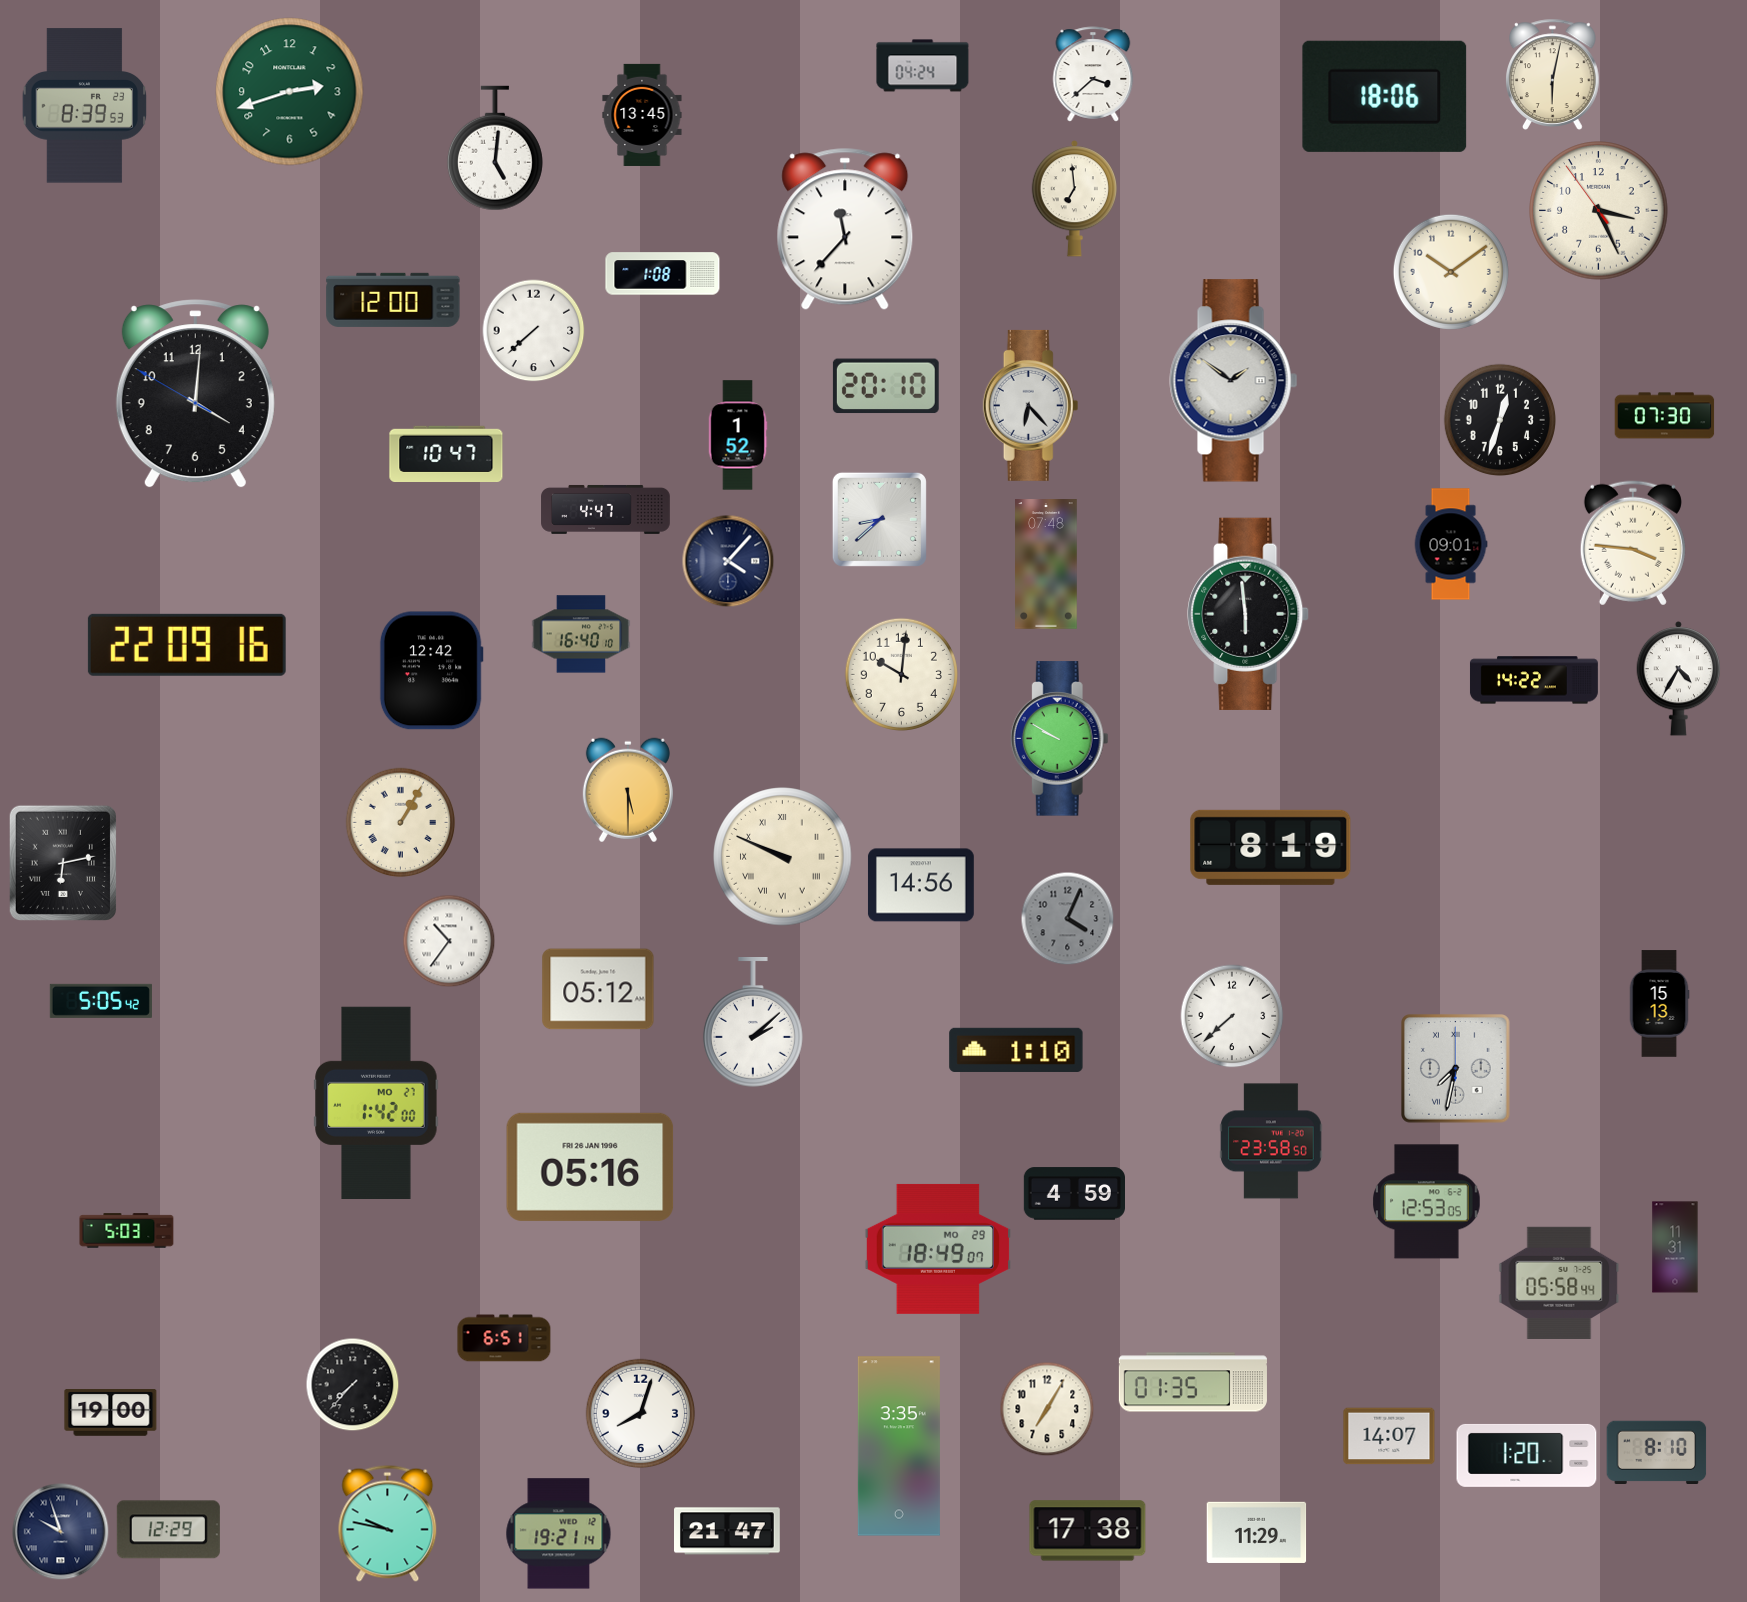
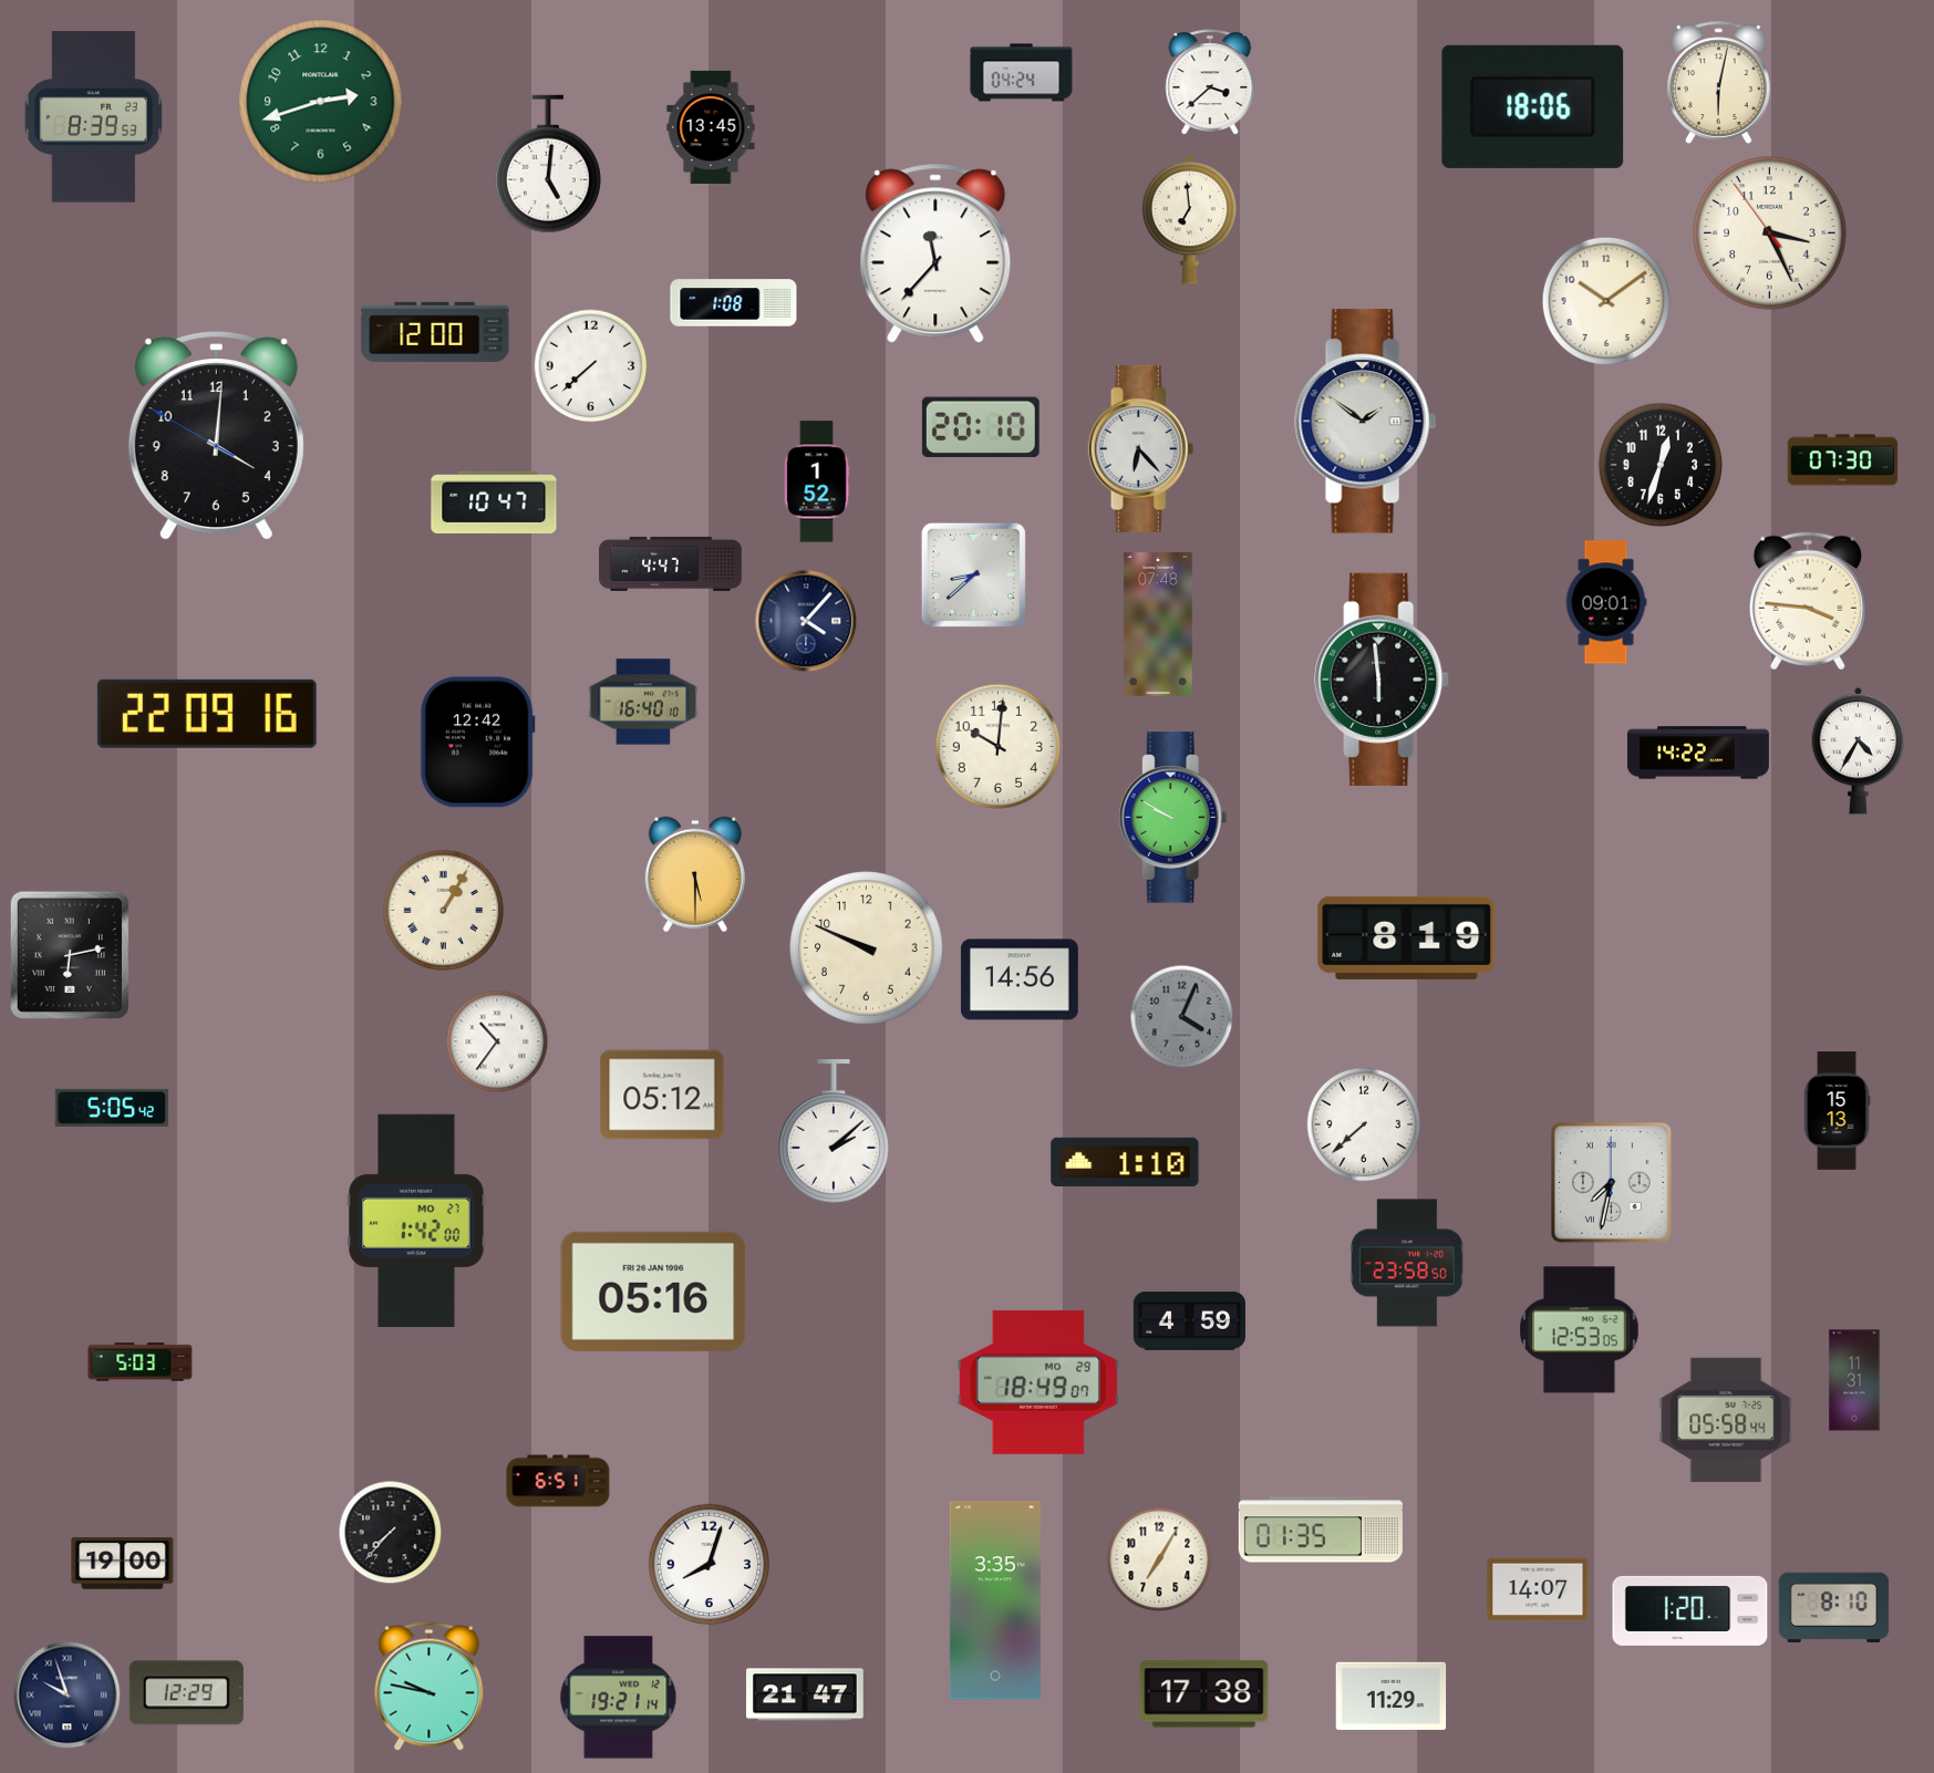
clock at (783, 857) numerals: Roman -> Arabic
